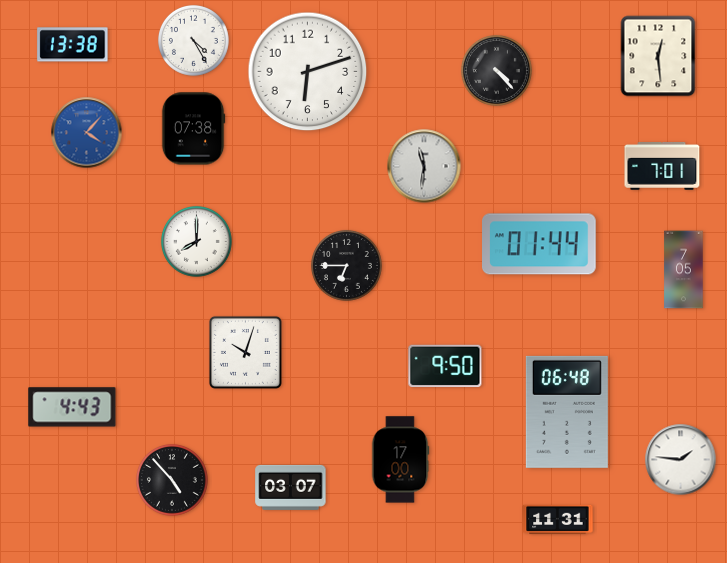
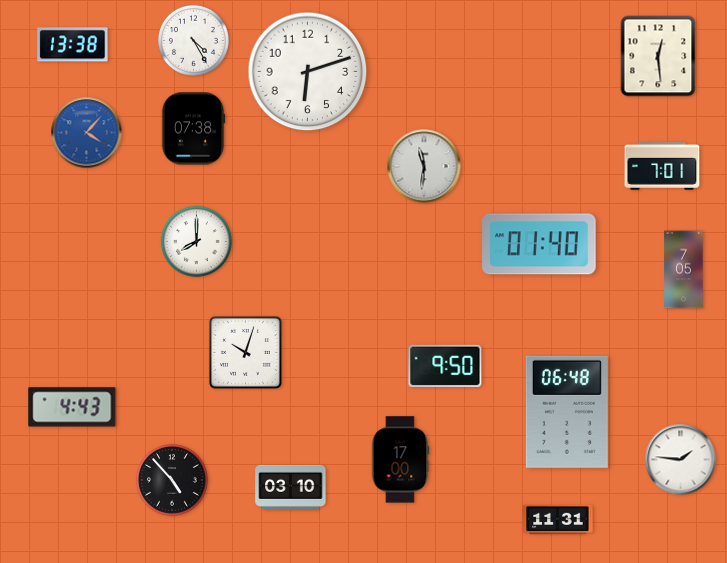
clock at (496, 70): 4:23 -> none
clock at (540, 244): 01:44 -> 01:40
clock at (346, 265): 6:45 -> none
clock at (291, 487): 03:07 -> 03:10
